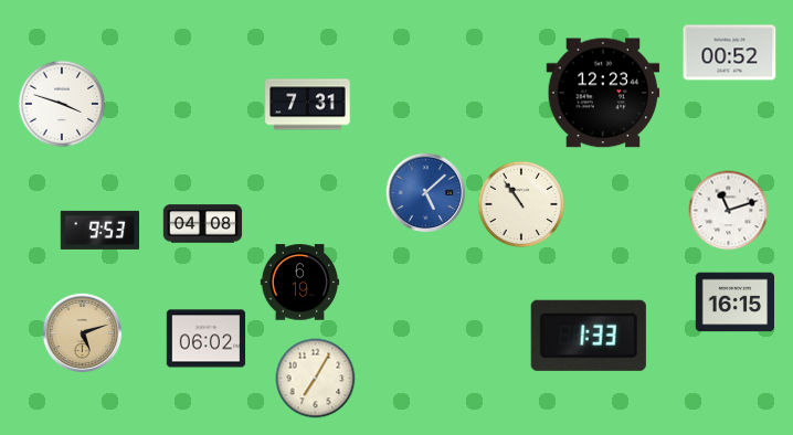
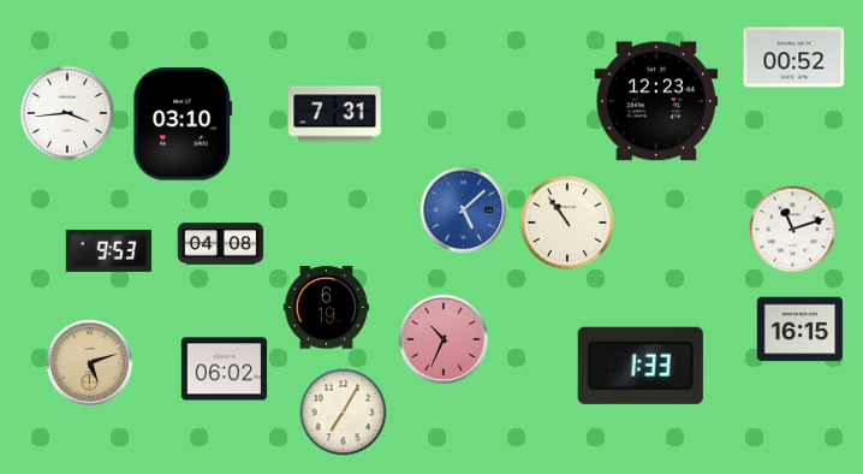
clock at (62, 104): 3:48 -> 3:44
clock at (183, 124): none -> 03:10
clock at (442, 338): none -> 10:34
